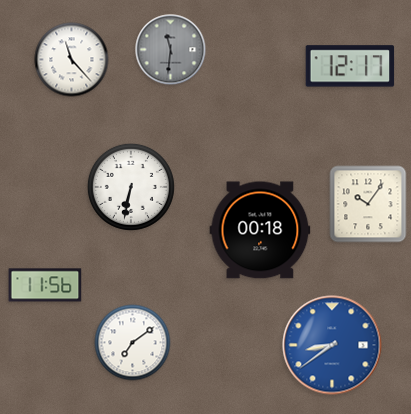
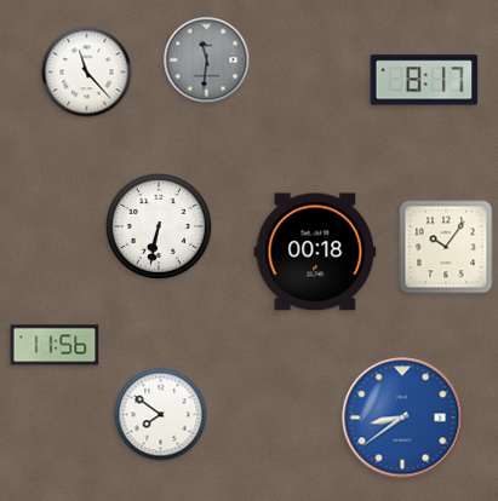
clock at (350, 66): 12:17 -> 8:17
clock at (260, 230) position: (260, 230) -> (315, 252)
clock at (133, 343): 7:09 -> 7:51
